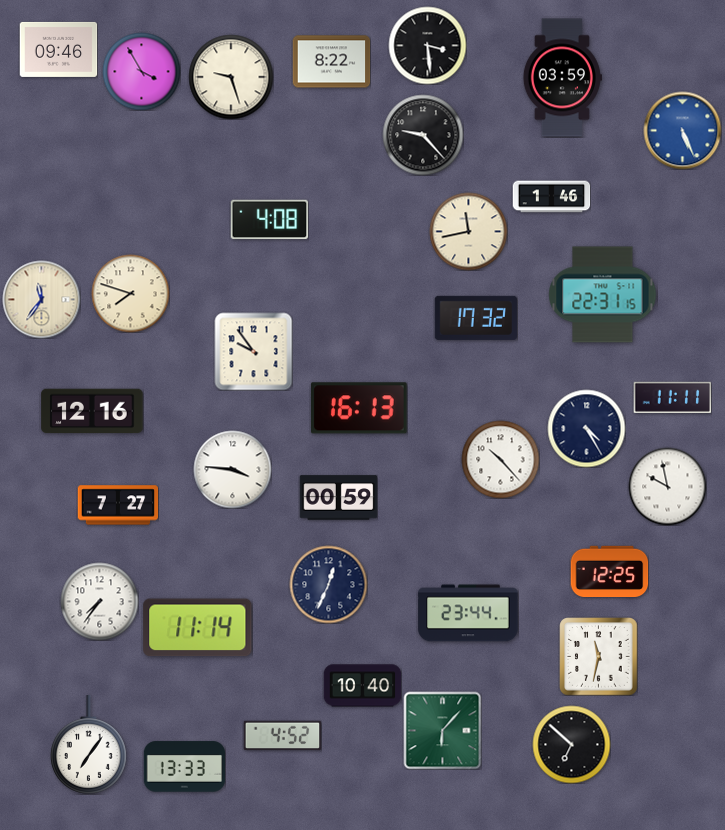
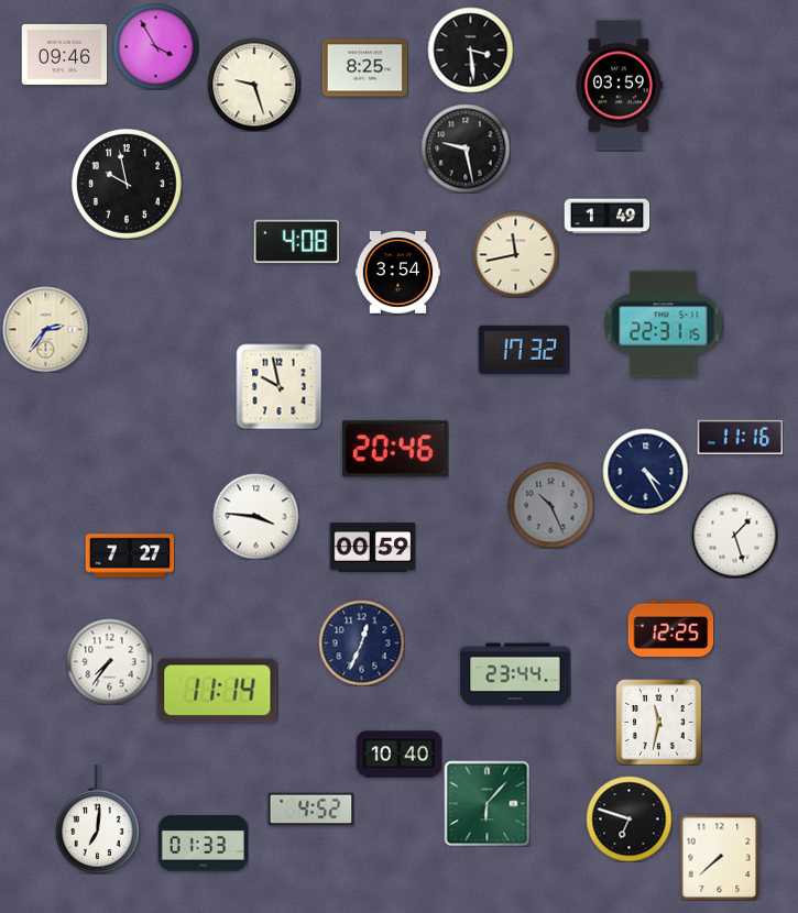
clock at (331, 62): 8:22 -> 8:25
clock at (141, 71) position: (141, 71) -> (155, 46)
clock at (682, 130): 5:26 -> none
clock at (423, 135): 9:23 -> 9:28
clock at (128, 185): none -> 9:58
clock at (551, 197): 1:46 -> 1:49
clock at (397, 273): none -> 3:54
clock at (130, 293): 7:48 -> none
clock at (41, 299): 11:36 -> 2:36
clock at (253, 351): 9:54 -> 9:58
clock at (672, 397): 11:11 -> 11:16
clock at (359, 408): 16:13 -> 20:46
clock at (92, 411): 12:16 -> none
clock at (500, 459): 10:23 -> 10:26
clock at (500, 459) dial: white -> grey
clock at (667, 486): 9:58 -> 1:27
clock at (571, 744): 6:52 -> 6:48
clock at (89, 745): 7:06 -> 7:01
clock at (184, 767): 13:33 -> 01:33
clock at (720, 857): none -> 7:38
